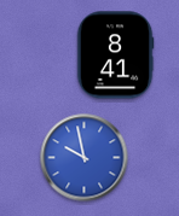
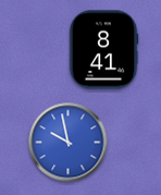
clock at (85, 158) position: (85, 158) -> (69, 143)
